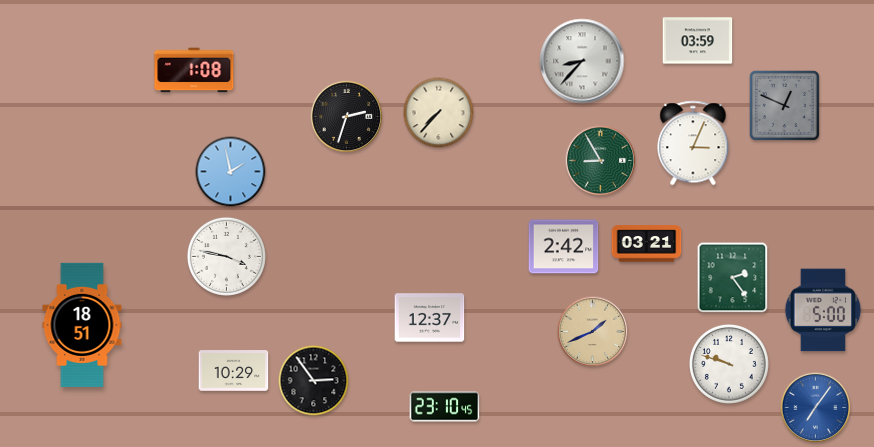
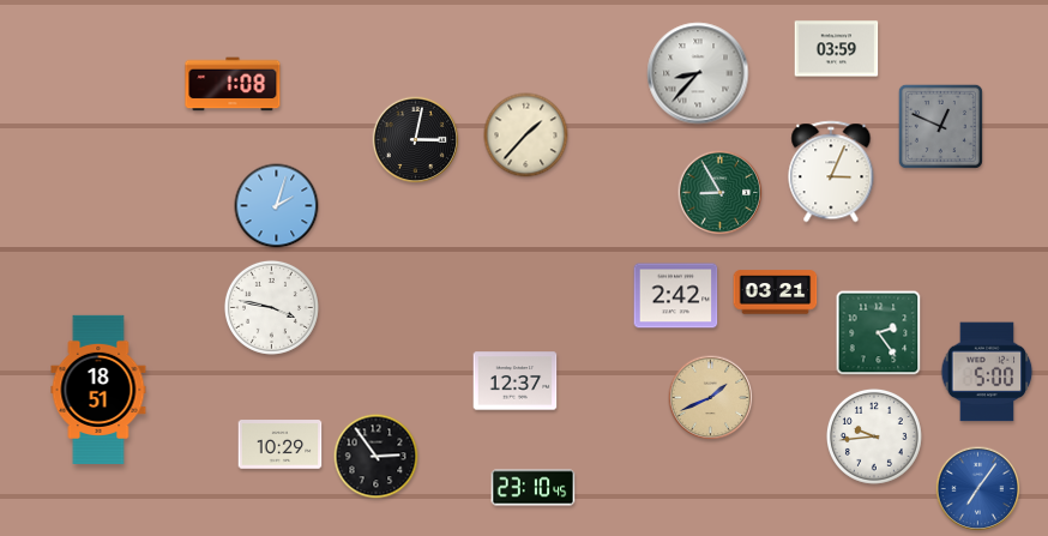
clock at (439, 113): 7:37 -> 1:37
clock at (347, 117): 2:33 -> 3:02
clock at (231, 172): 1:58 -> 2:03
clock at (729, 364): 9:48 -> 9:44
